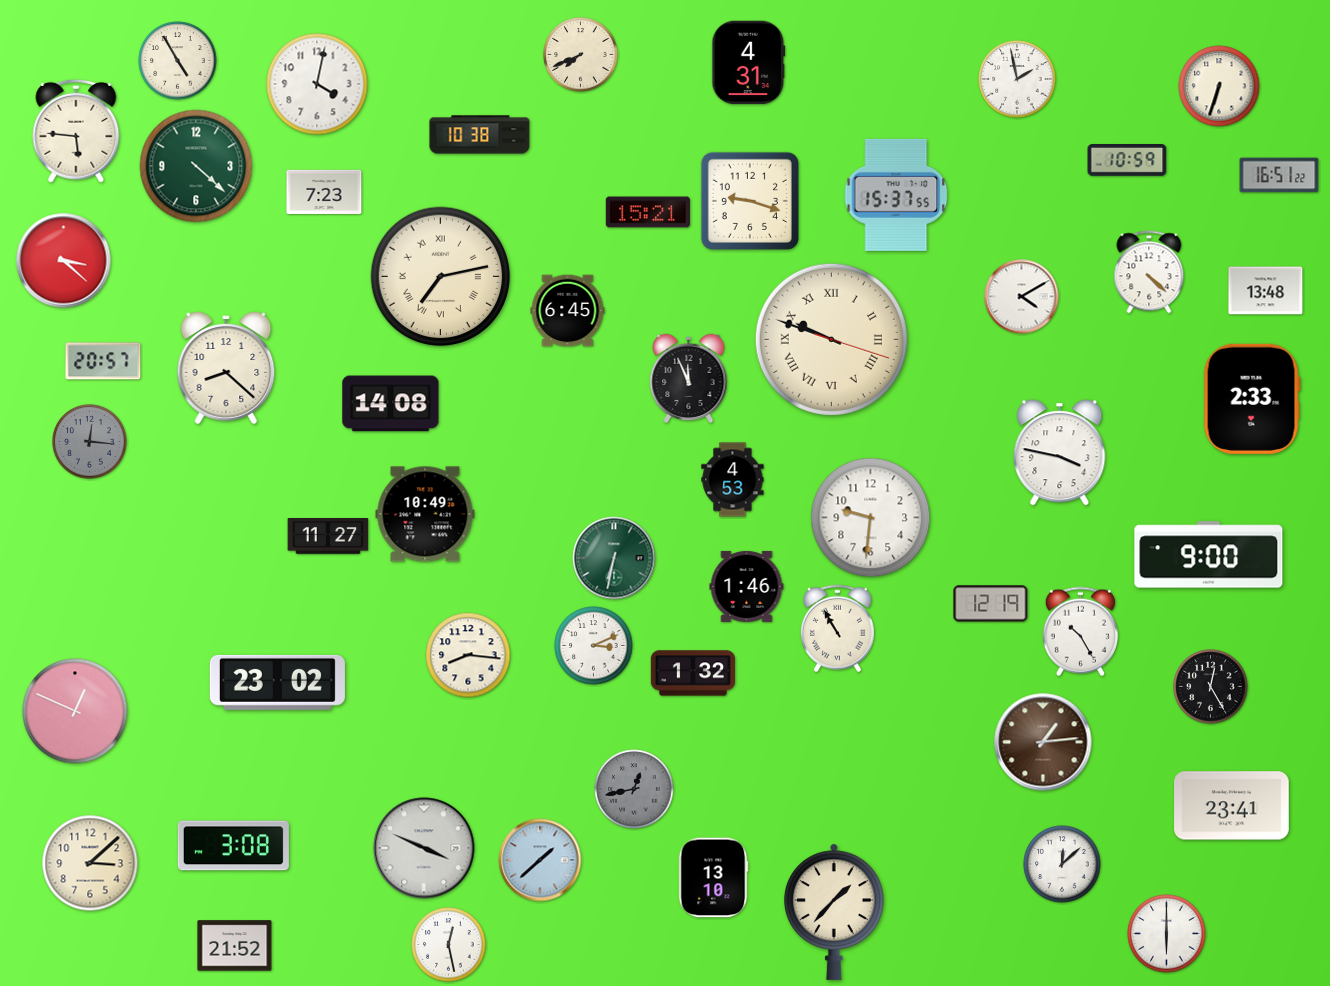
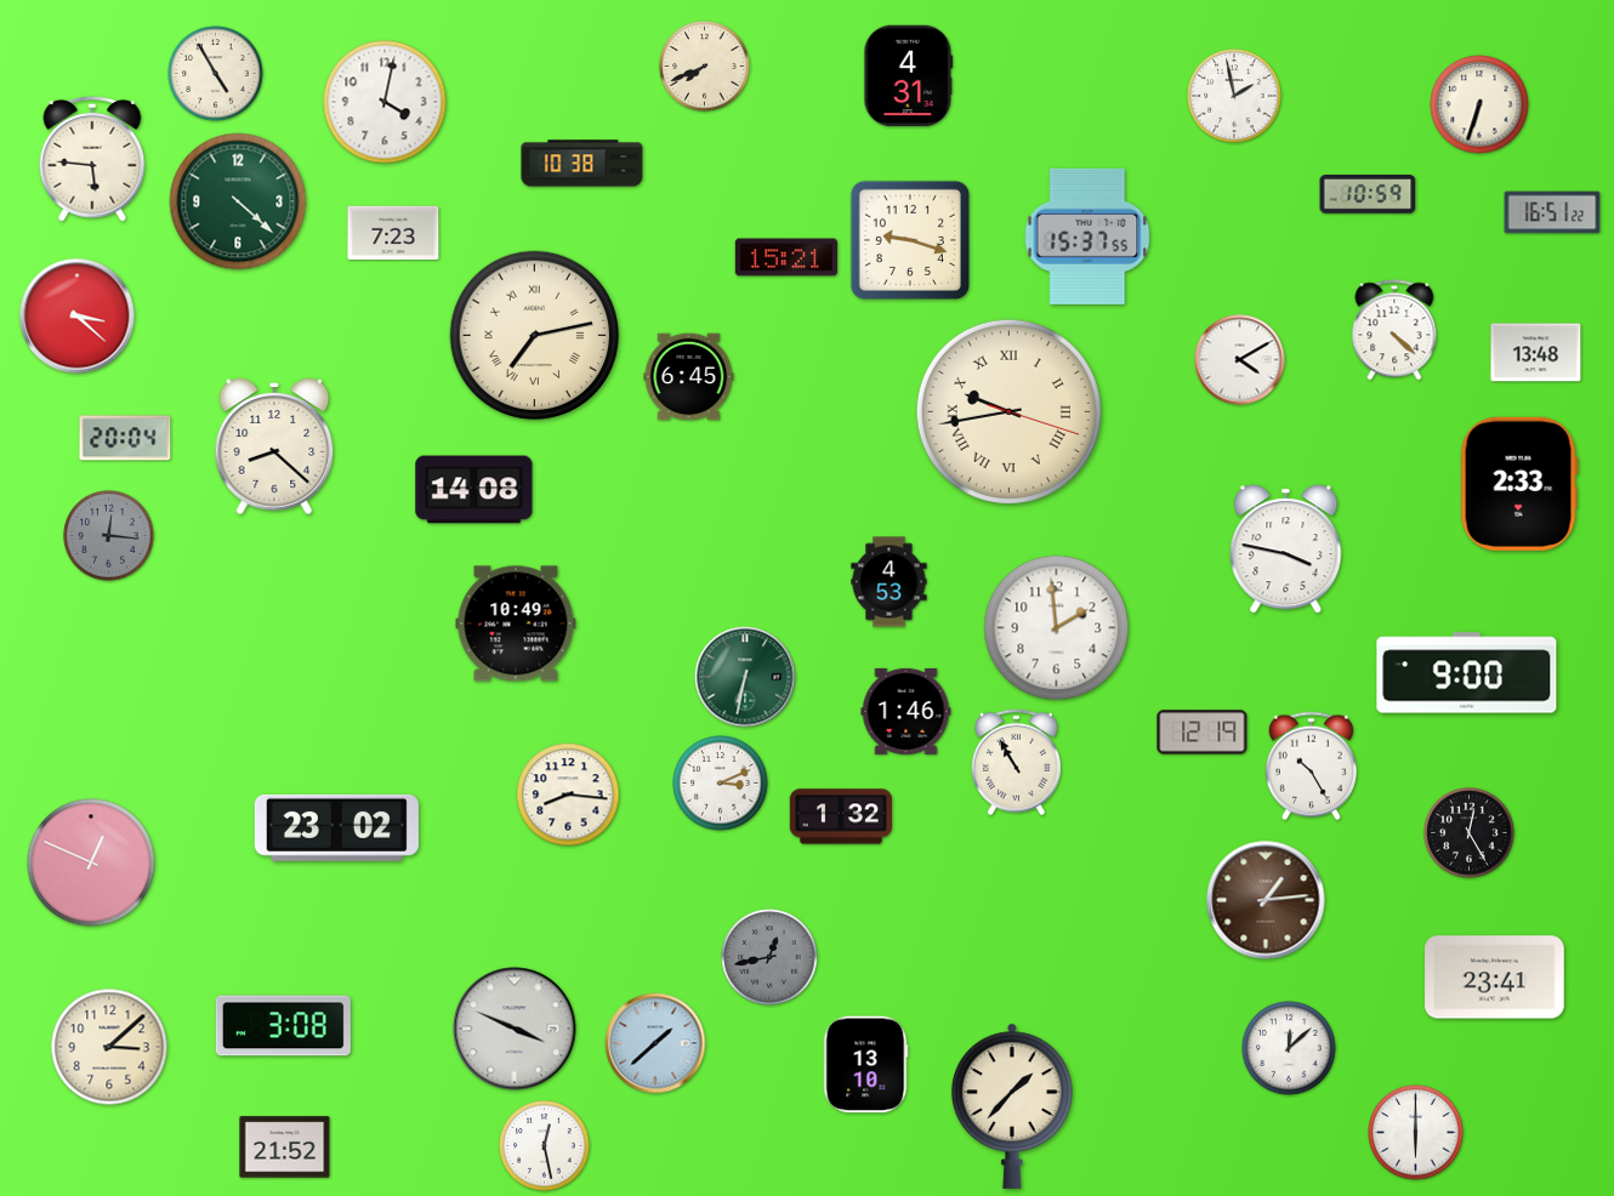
clock at (750, 201) position: (750, 201) -> (910, 240)
clock at (831, 339): 9:48 -> 9:43
clock at (103, 361): 20:57 -> 20:04
clock at (689, 378): 11:56 -> none
clock at (871, 518): 9:31 -> 1:59
clock at (328, 537): 11:27 -> none
